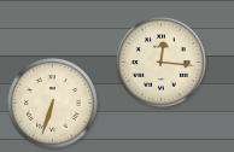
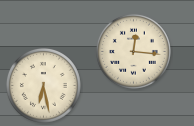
clock at (52, 103): 6:33 -> 6:28
